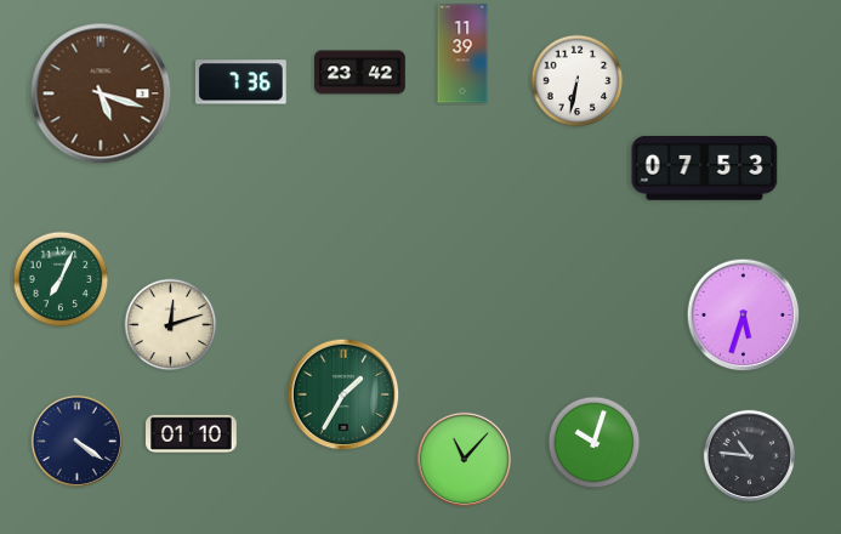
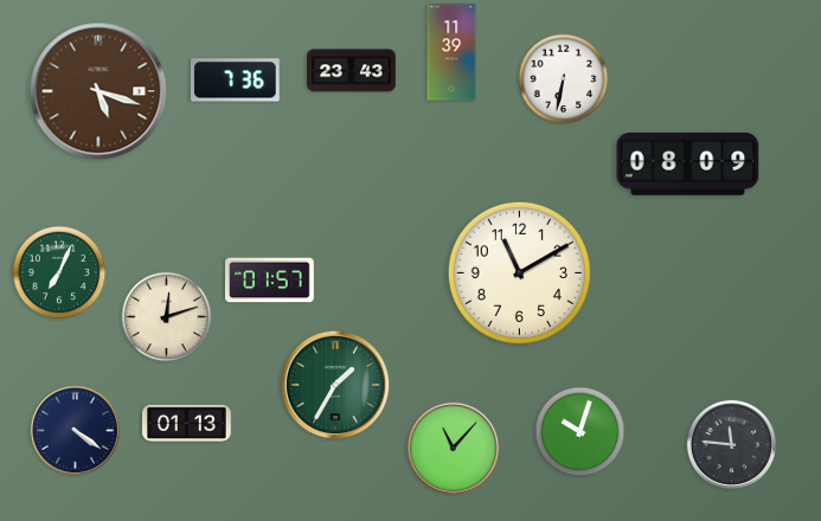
clock at (360, 73): 23:42 -> 23:43
clock at (705, 169): 07:53 -> 08:09
clock at (519, 272): none -> 11:10
clock at (270, 281): none -> 01:57
clock at (744, 316): 5:33 -> none
clock at (192, 433): 01:10 -> 01:13
clock at (749, 455): 10:46 -> 11:46
